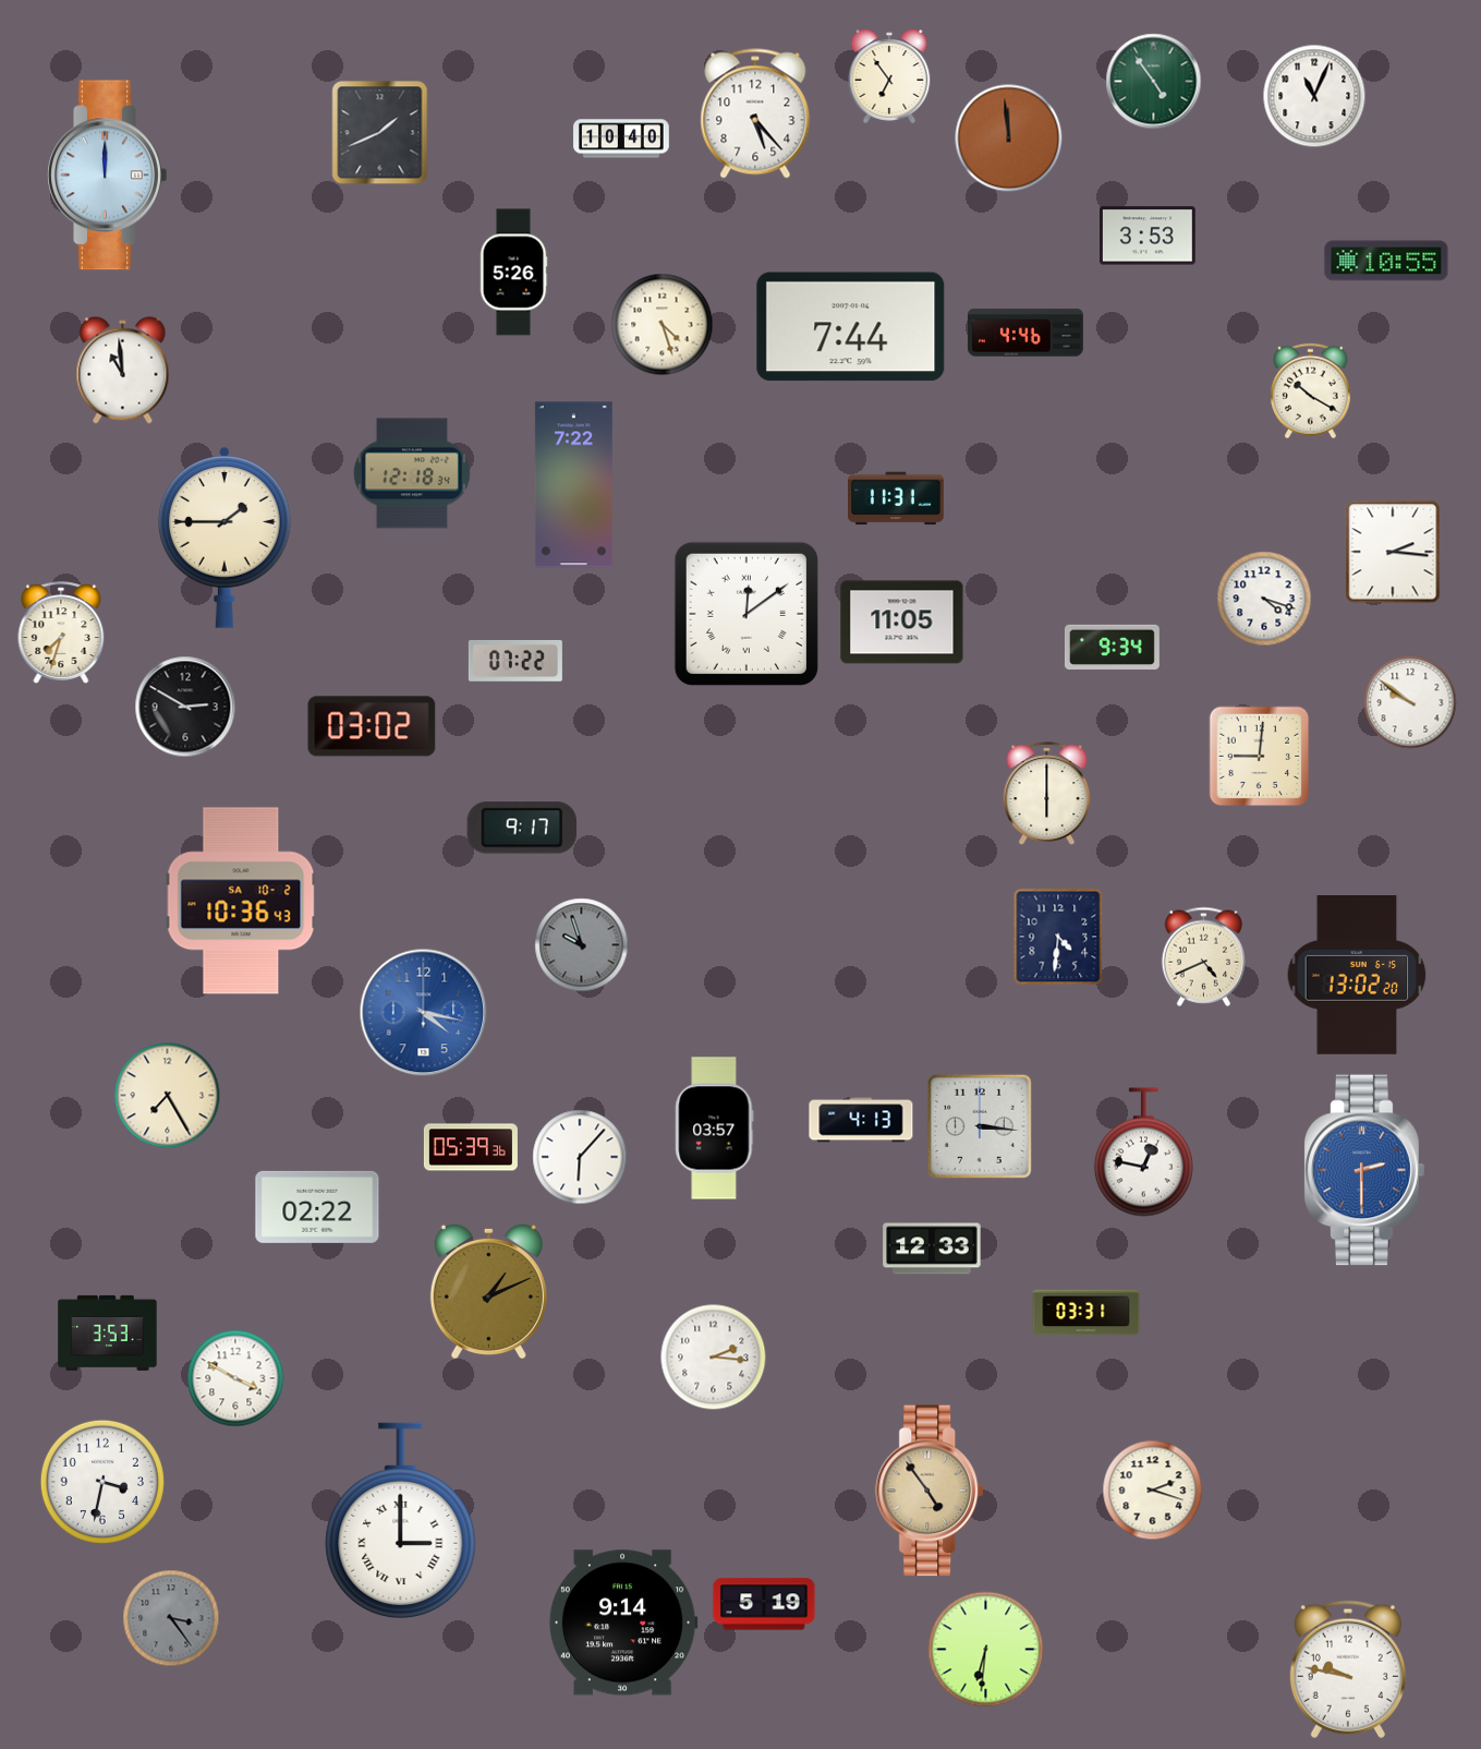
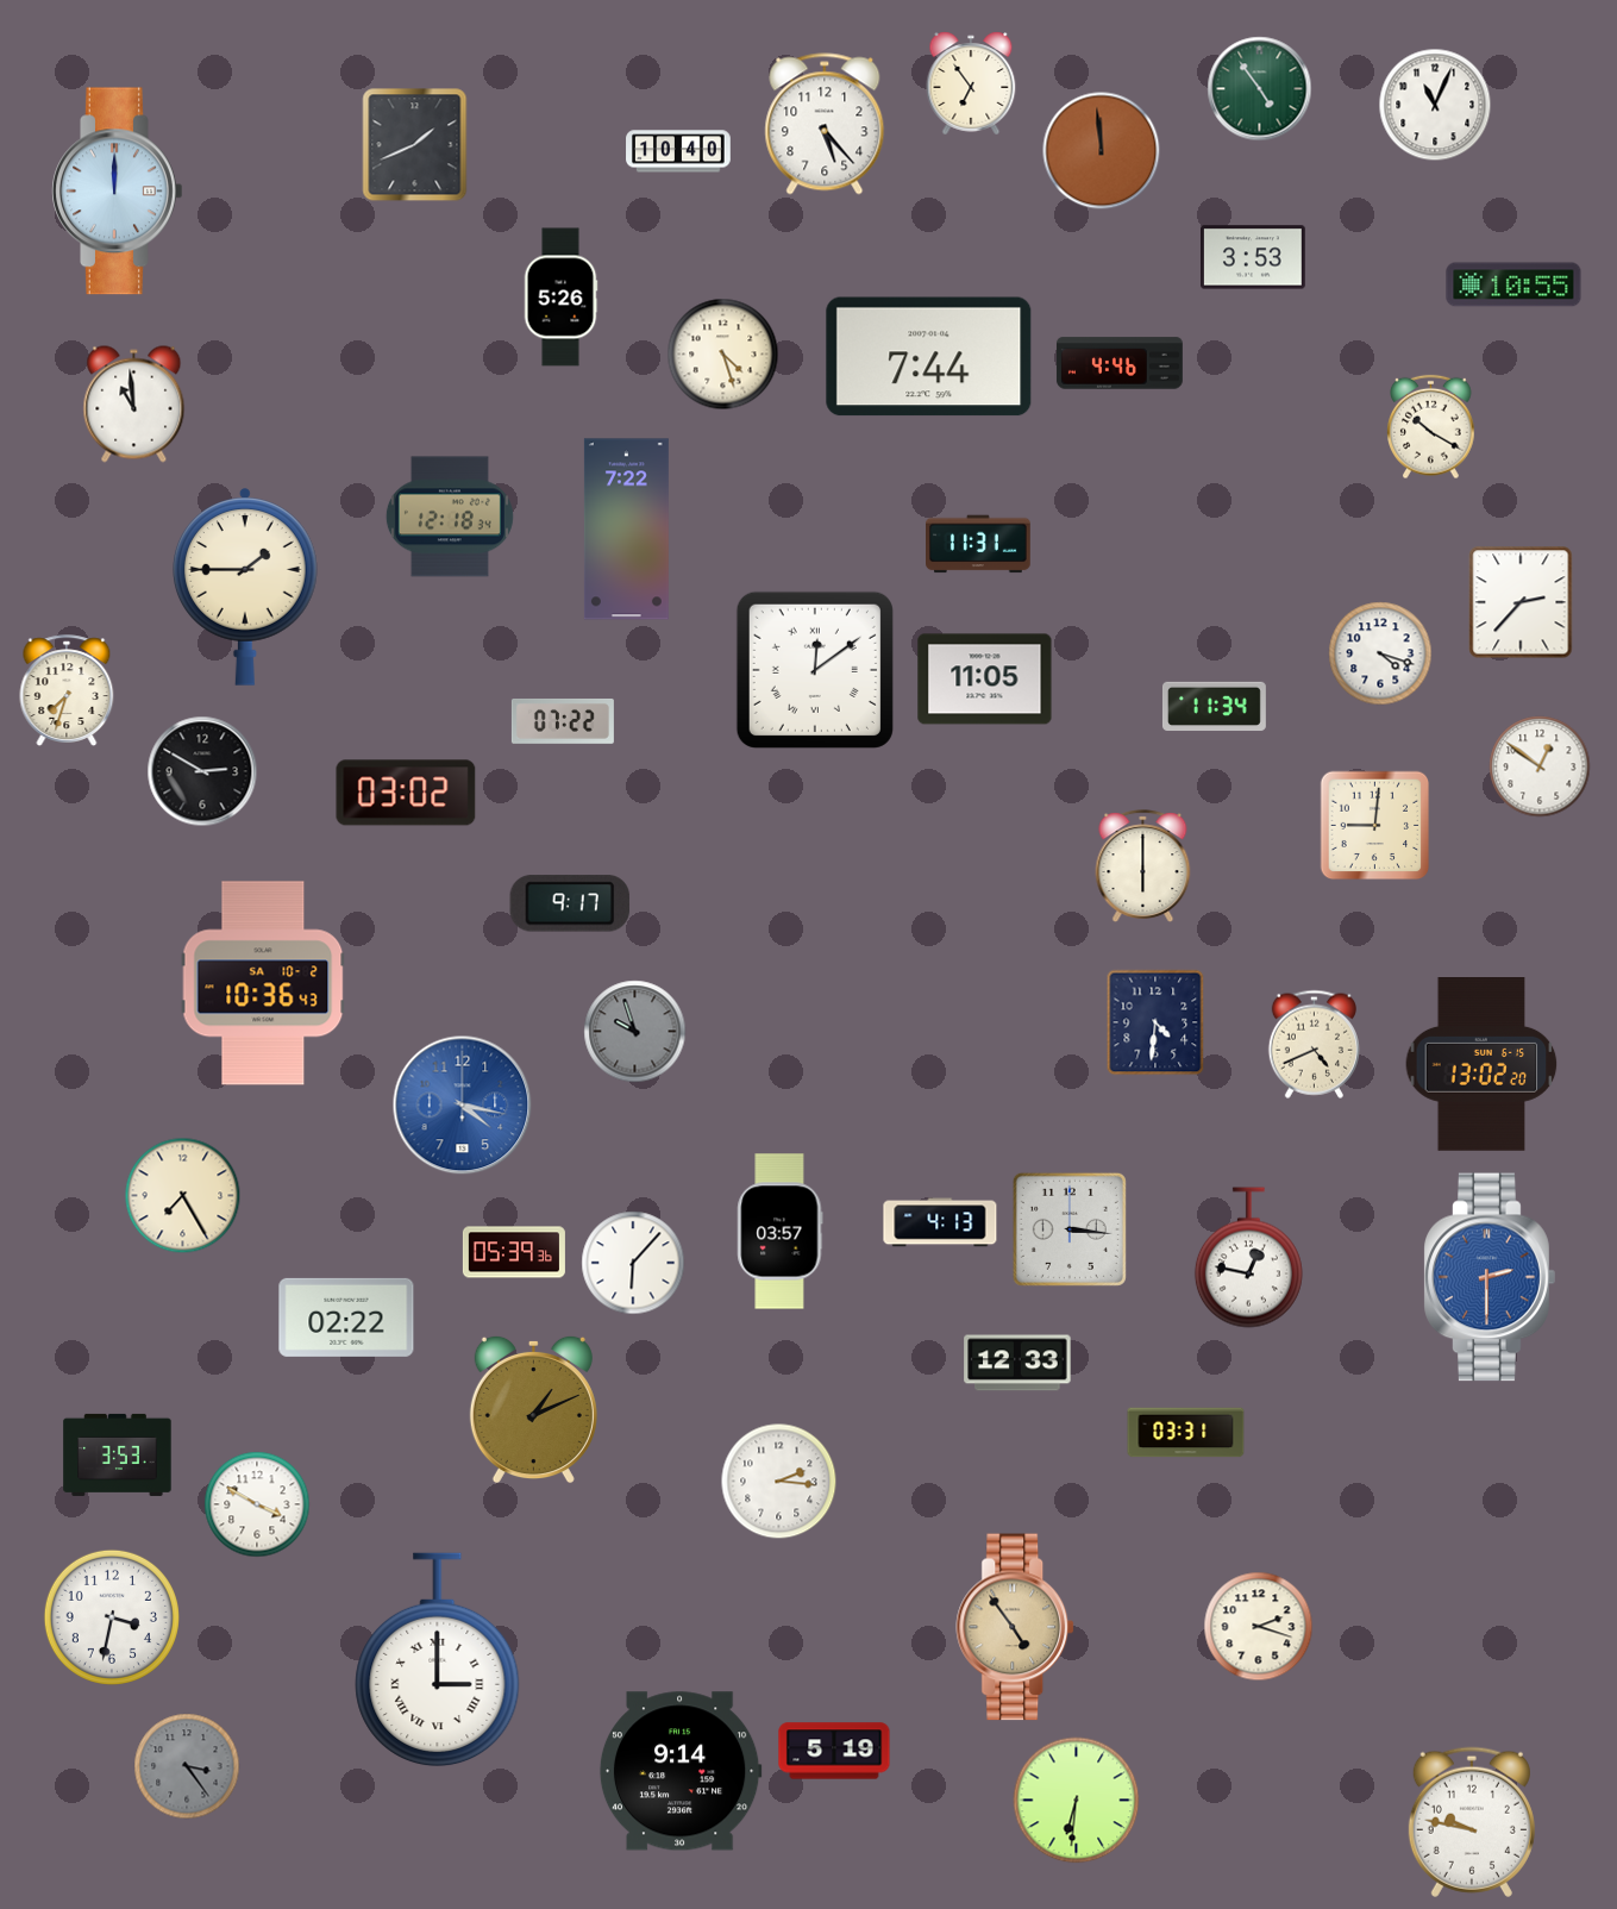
clock at (1393, 552): 2:16 -> 2:37
clock at (1112, 648): 9:34 -> 11:34
clock at (1410, 702): 9:51 -> 12:51
